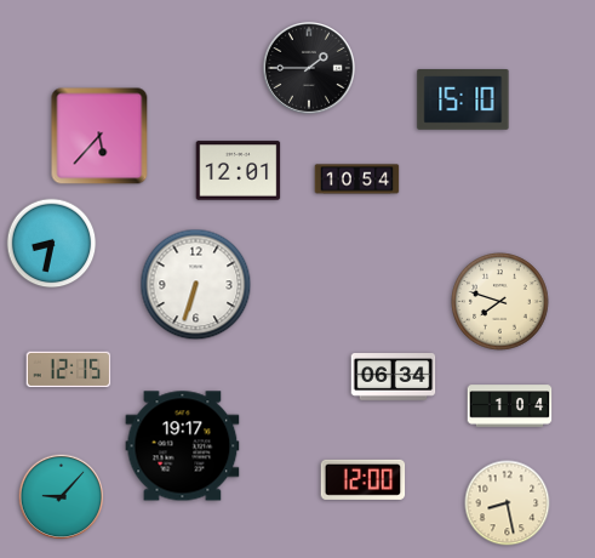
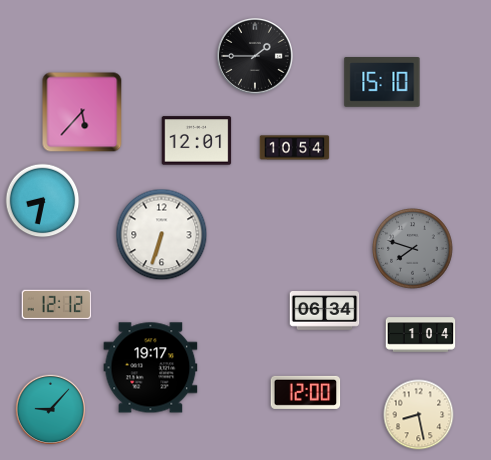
clock at (500, 302) dial: cream -> grey
clock at (69, 370): 12:15 -> 12:12
clock at (364, 479) position: (364, 479) -> (306, 392)
